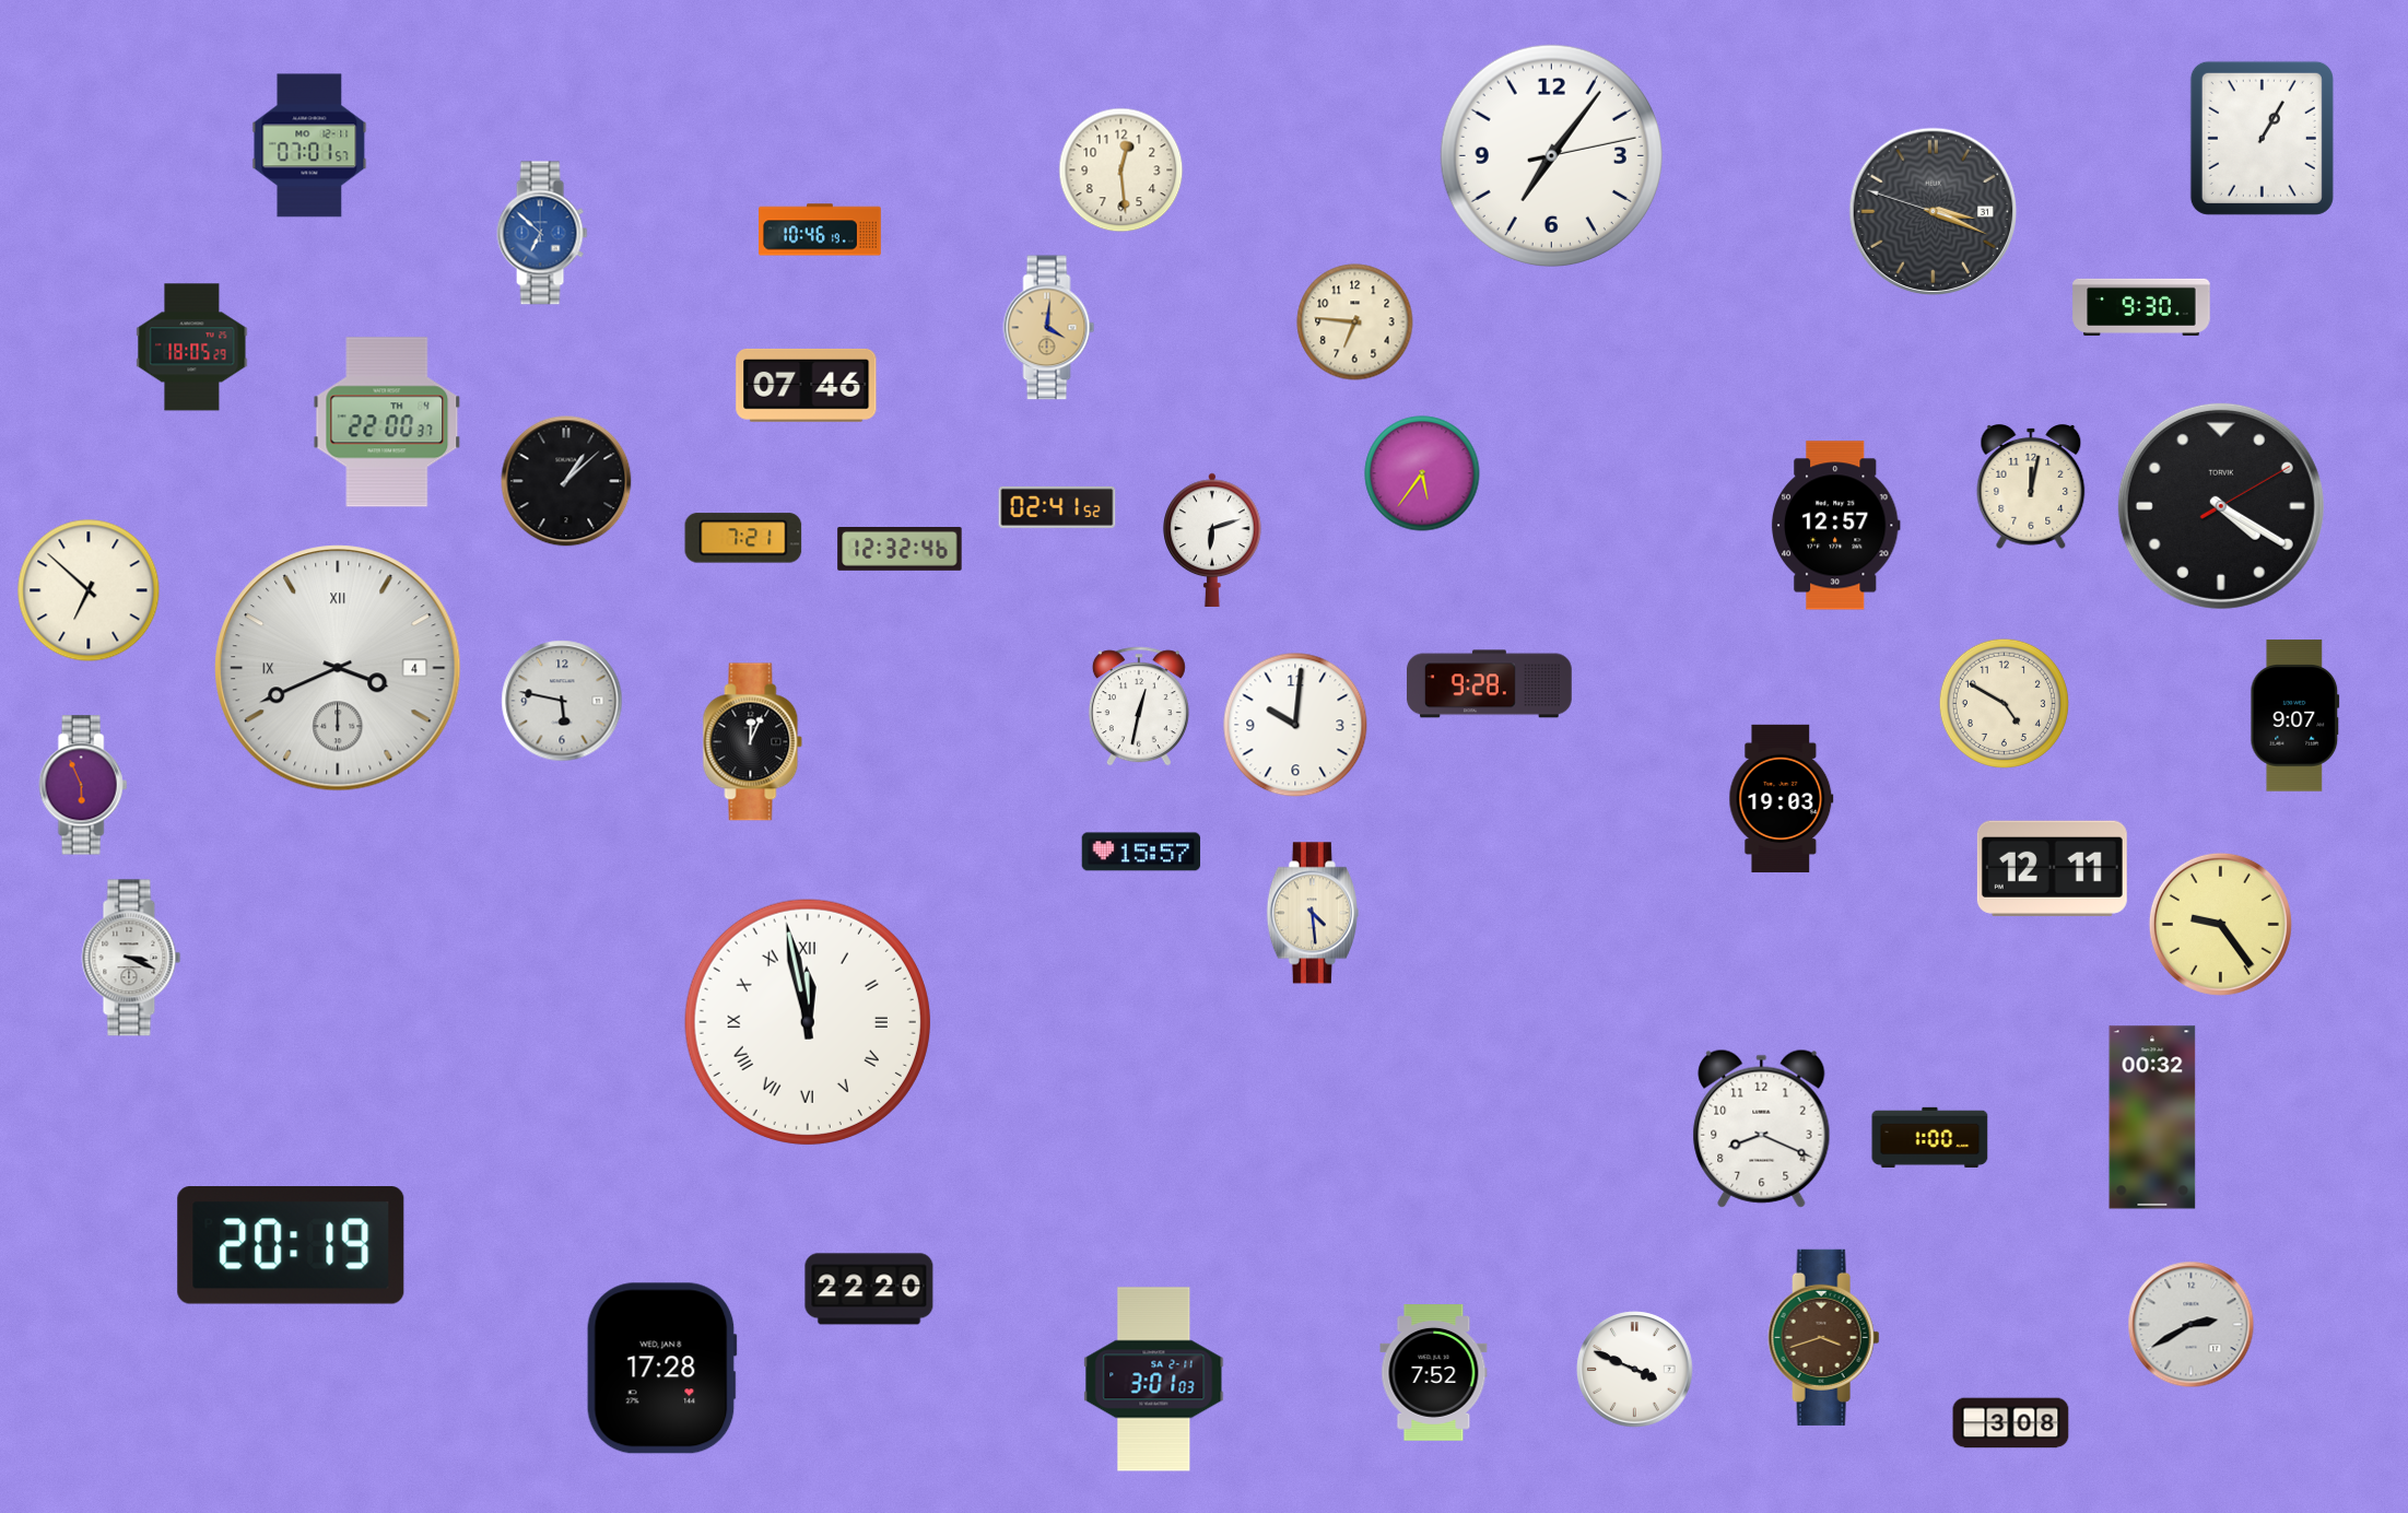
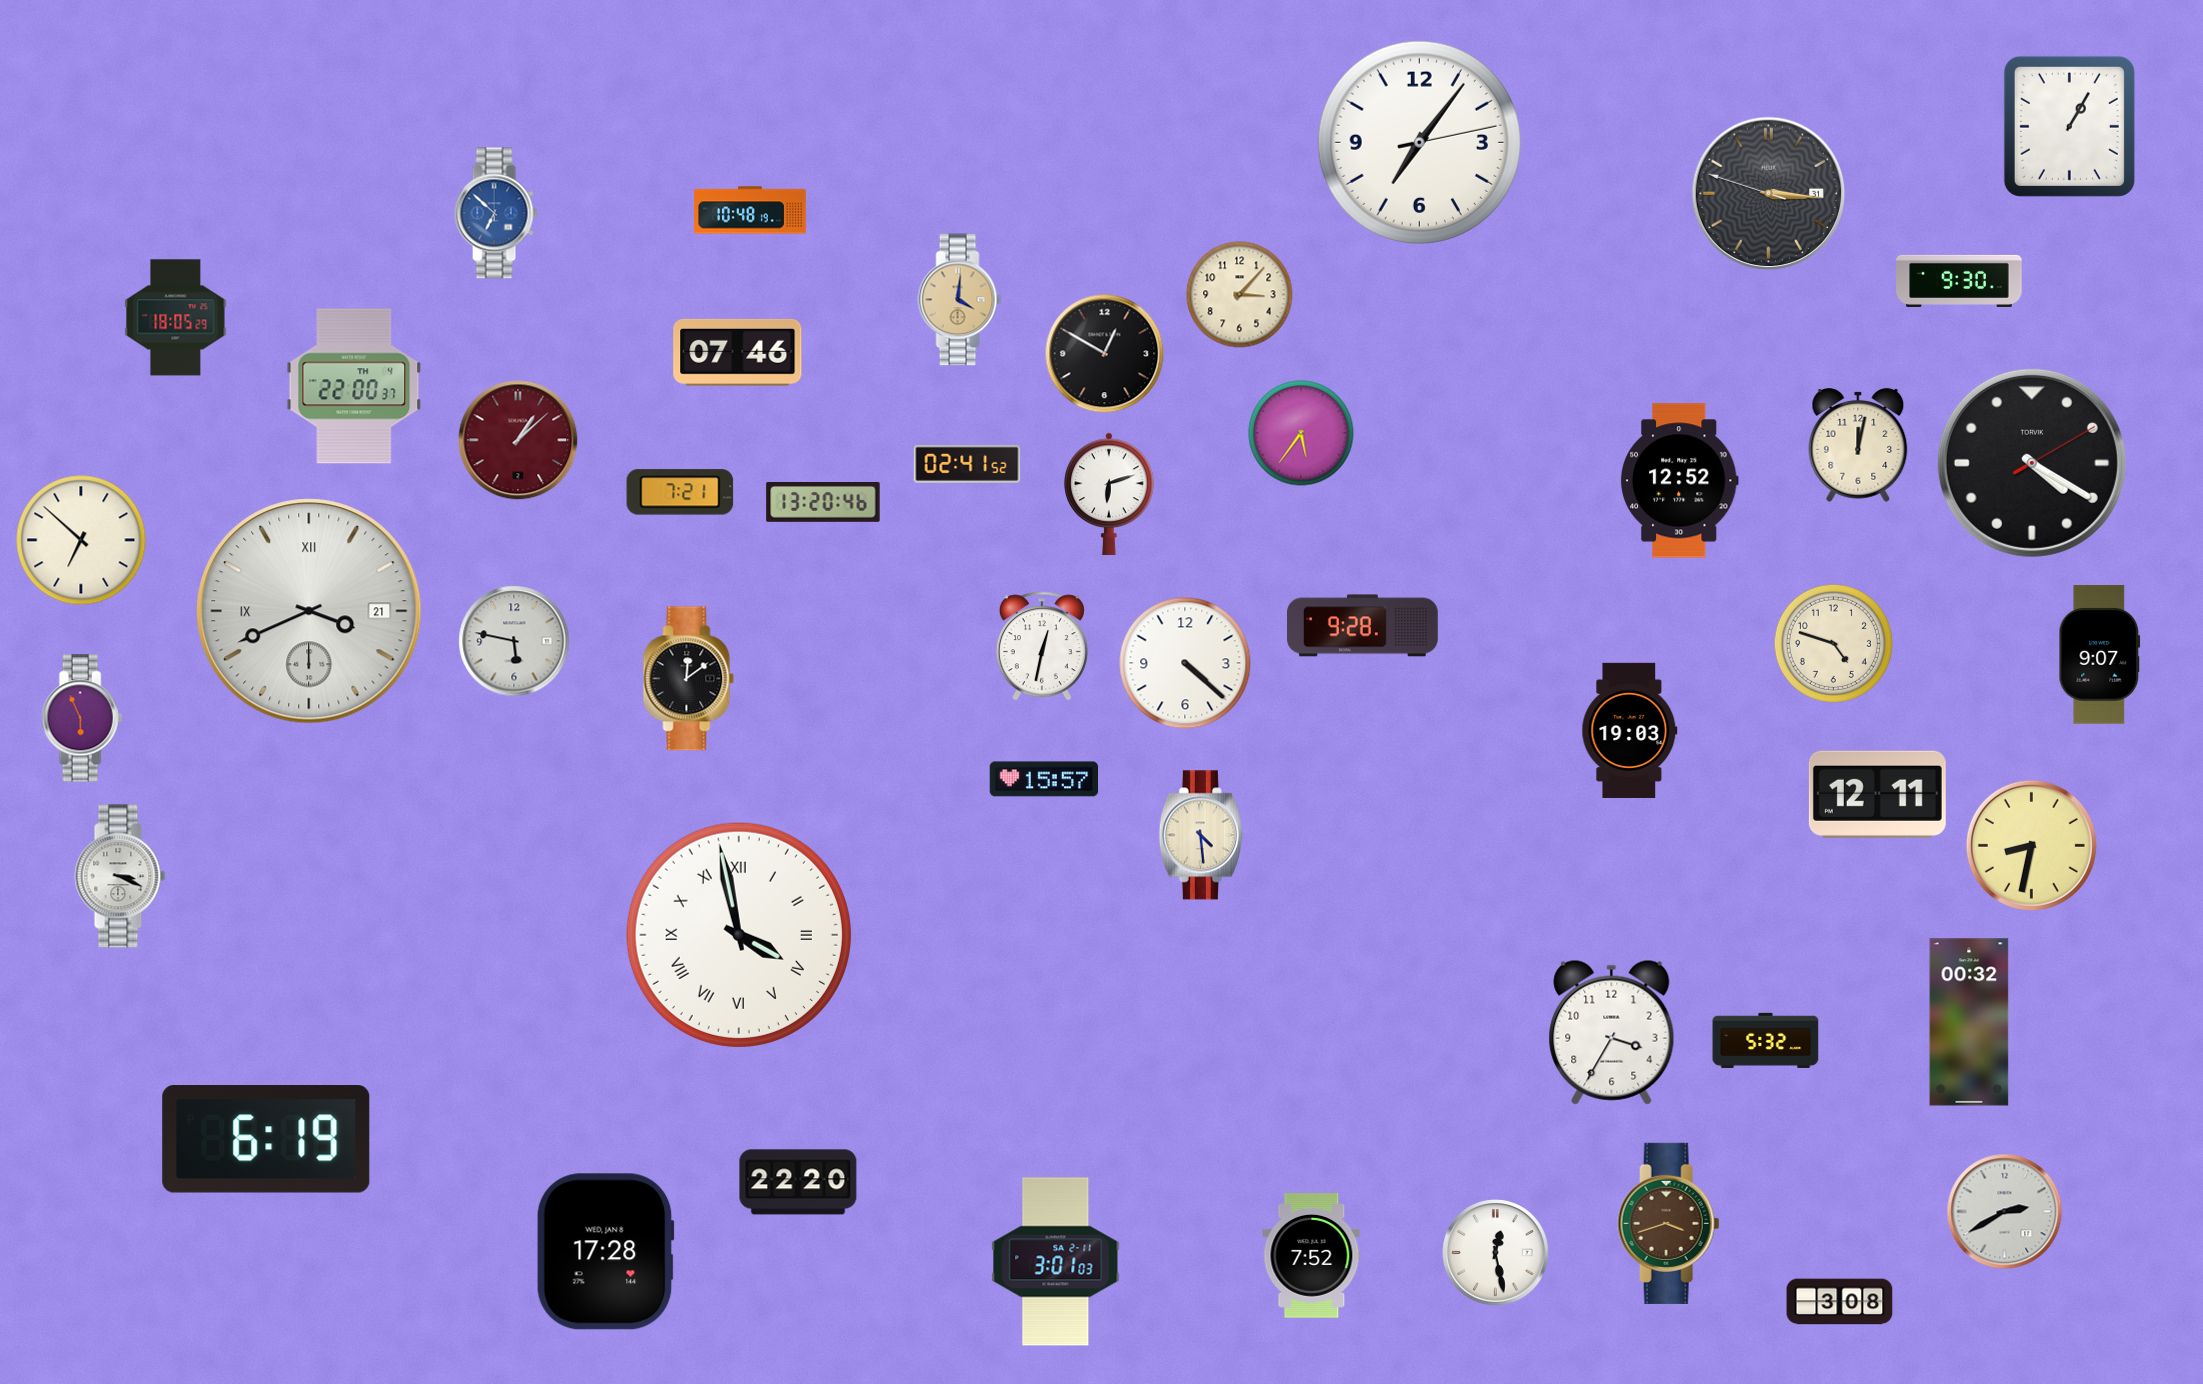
clock at (309, 145): 07:01 -> none
clock at (1121, 171): 12:29 -> none
clock at (1934, 212): 3:18 -> 3:15
clock at (820, 230): 10:46 -> 10:48
clock at (1355, 322): 6:46 -> 3:07
clock at (1105, 354): none -> 12:50
clock at (566, 481) dial: black -> burgundy
clock at (1835, 526): 12:57 -> 12:52
clock at (900, 550): 12:32 -> 13:20
clock at (338, 668) date: 4 -> 21
clock at (2004, 703): 4:50 -> 4:48
clock at (1295, 725): 10:01 -> 4:22
clock at (753, 742): 12:04 -> 12:09
clock at (83, 785) position: (83, 785) -> (82, 718)
clock at (2220, 924): 9:24 -> 8:32
clock at (808, 1022): 11:58 -> 3:58
clock at (1762, 1128): 8:19 -> 3:35
clock at (1930, 1137): 1:00 -> 5:32
clock at (291, 1245): 20:19 -> 6:19
clock at (869, 1289) position: (869, 1289) -> (798, 1182)
clock at (1635, 1370): 3:49 -> 12:28
